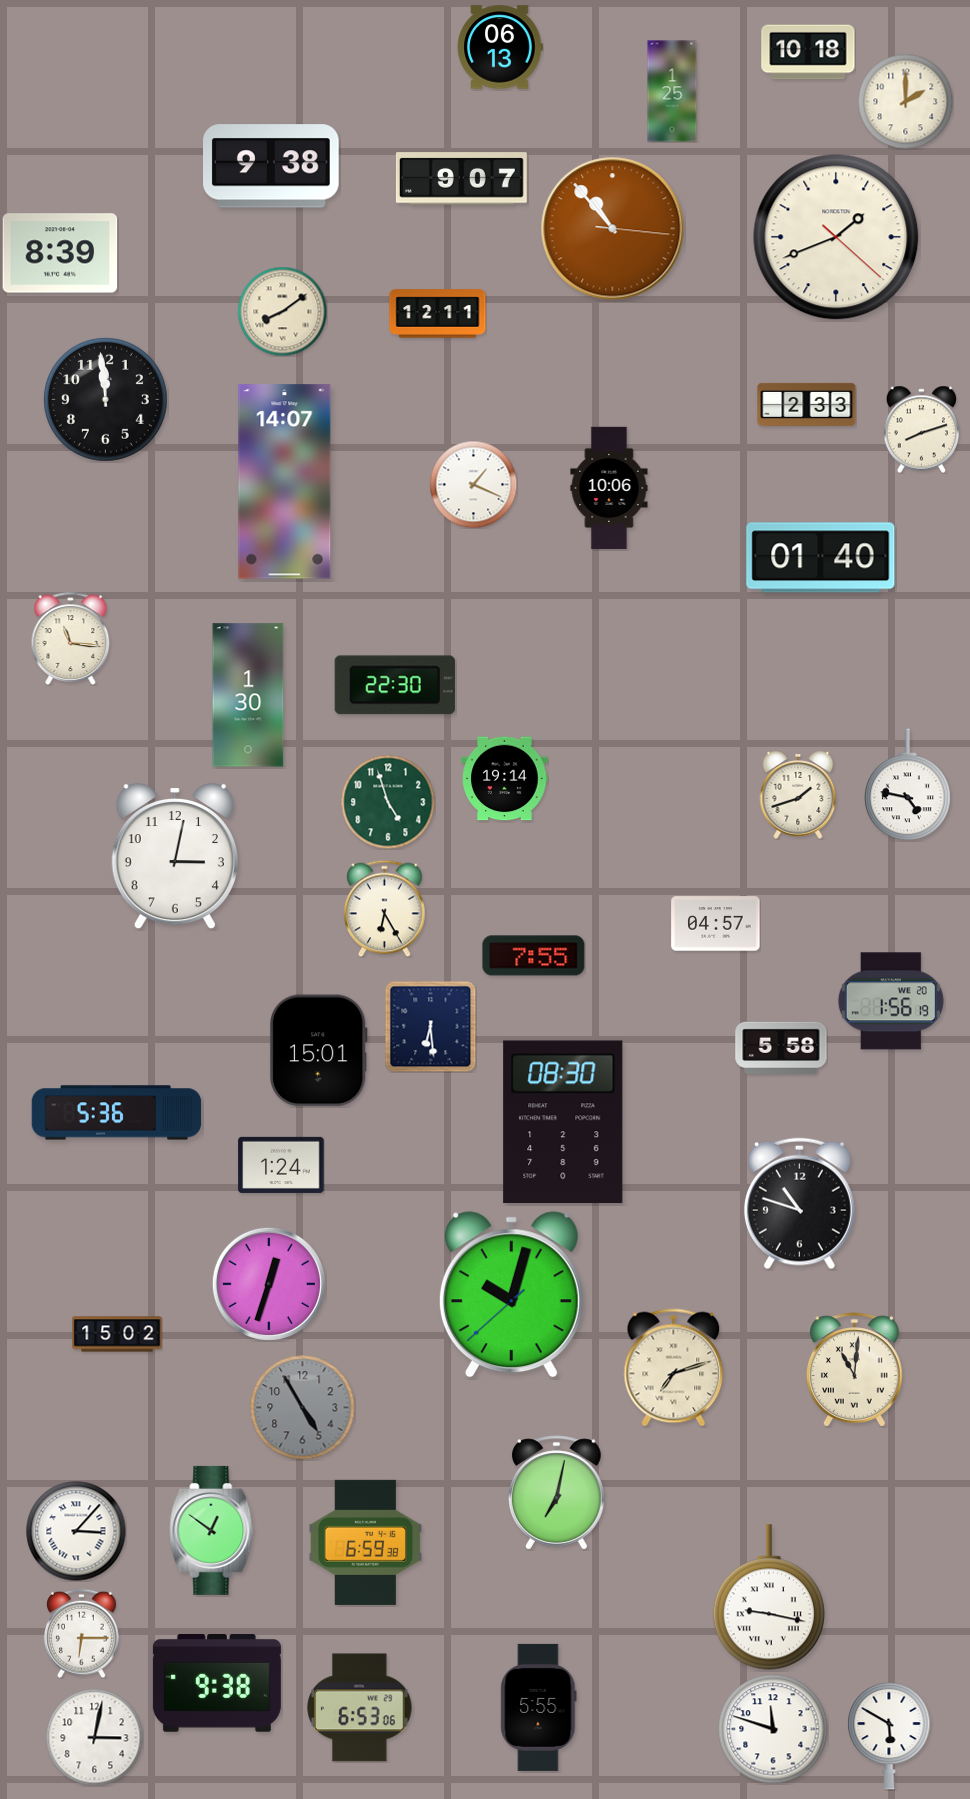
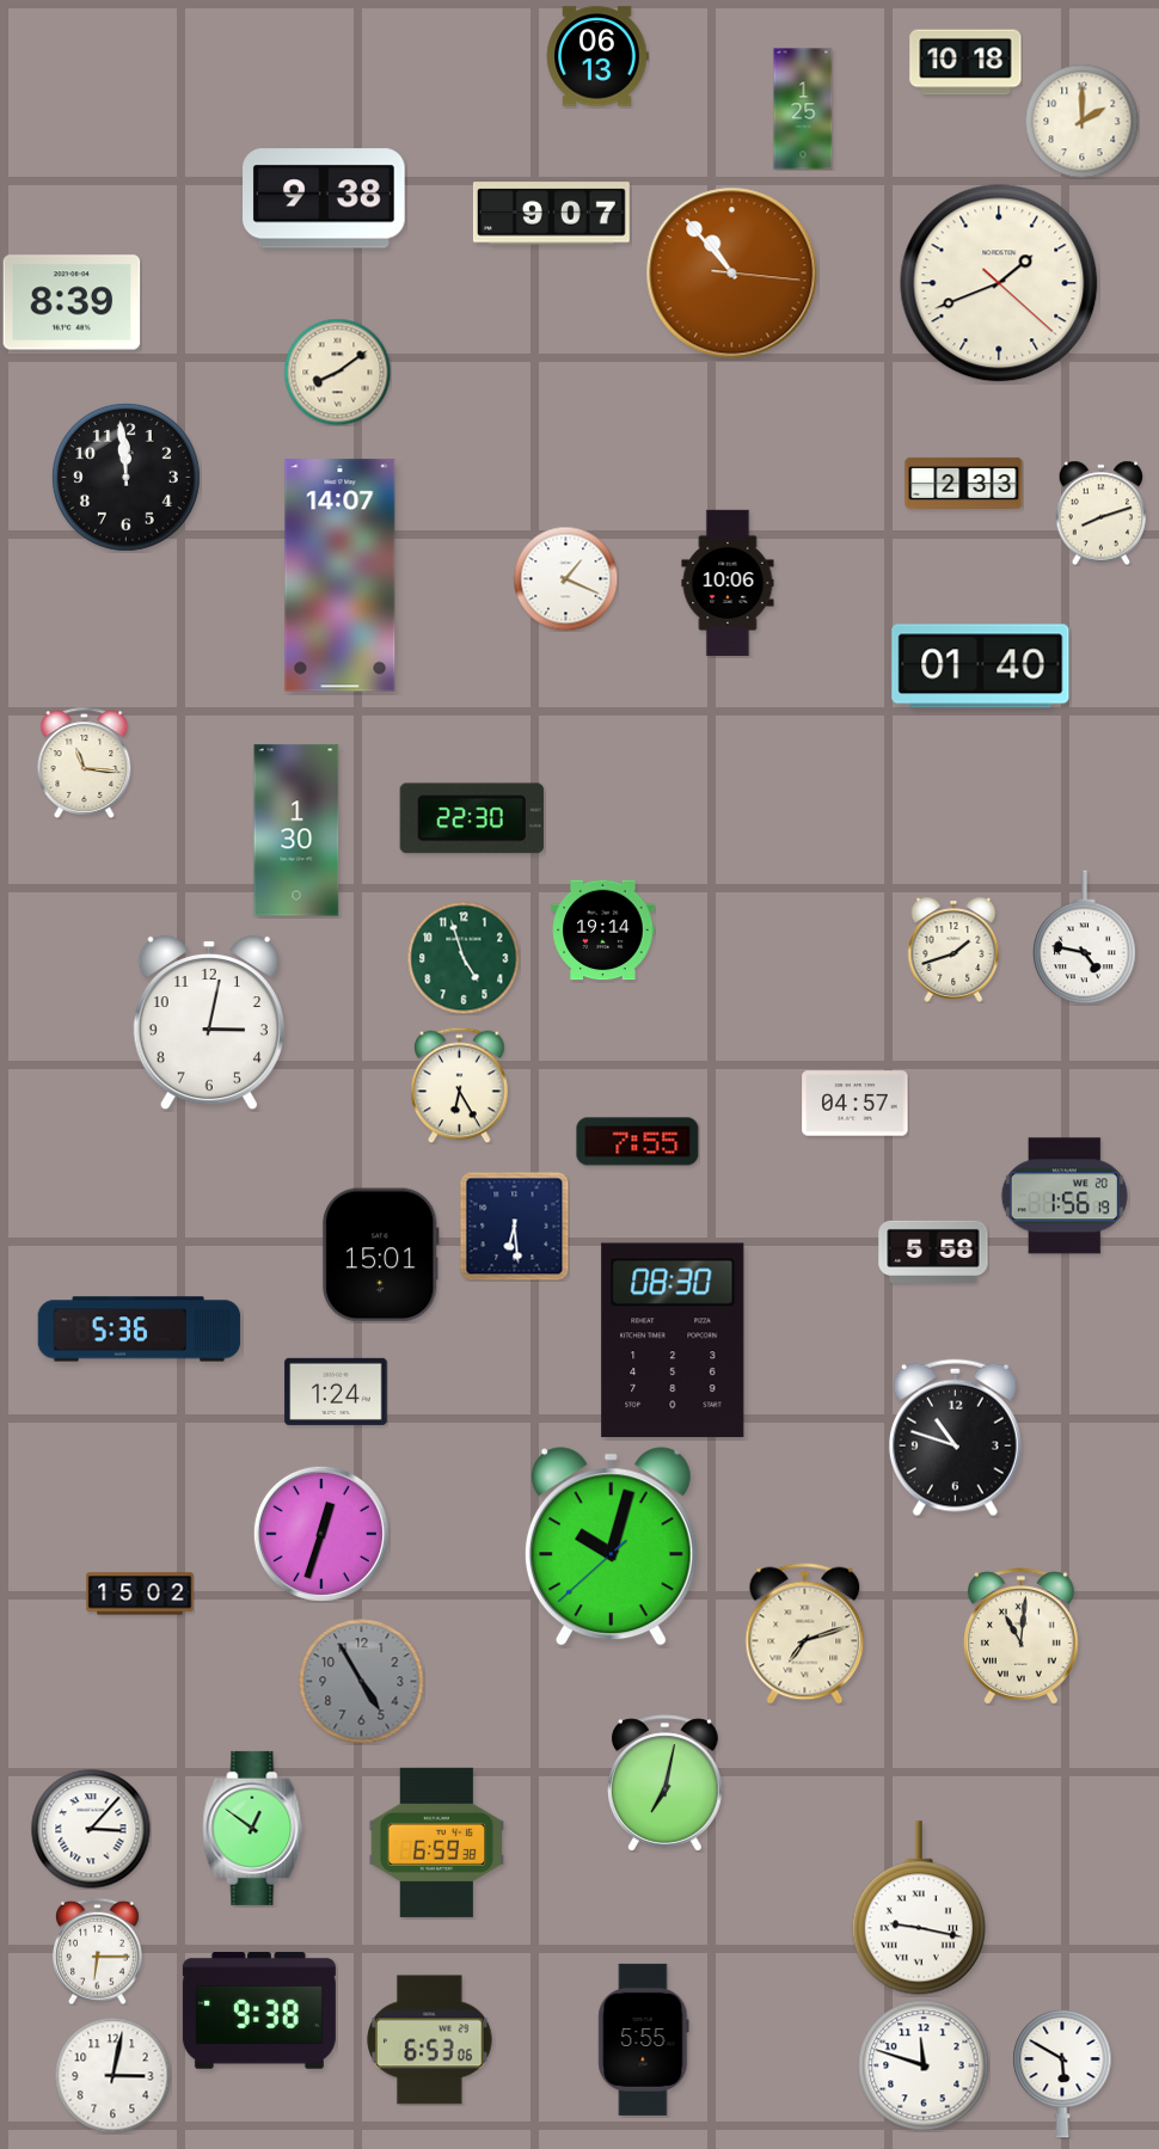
clock at (438, 314): 12:11 -> none
